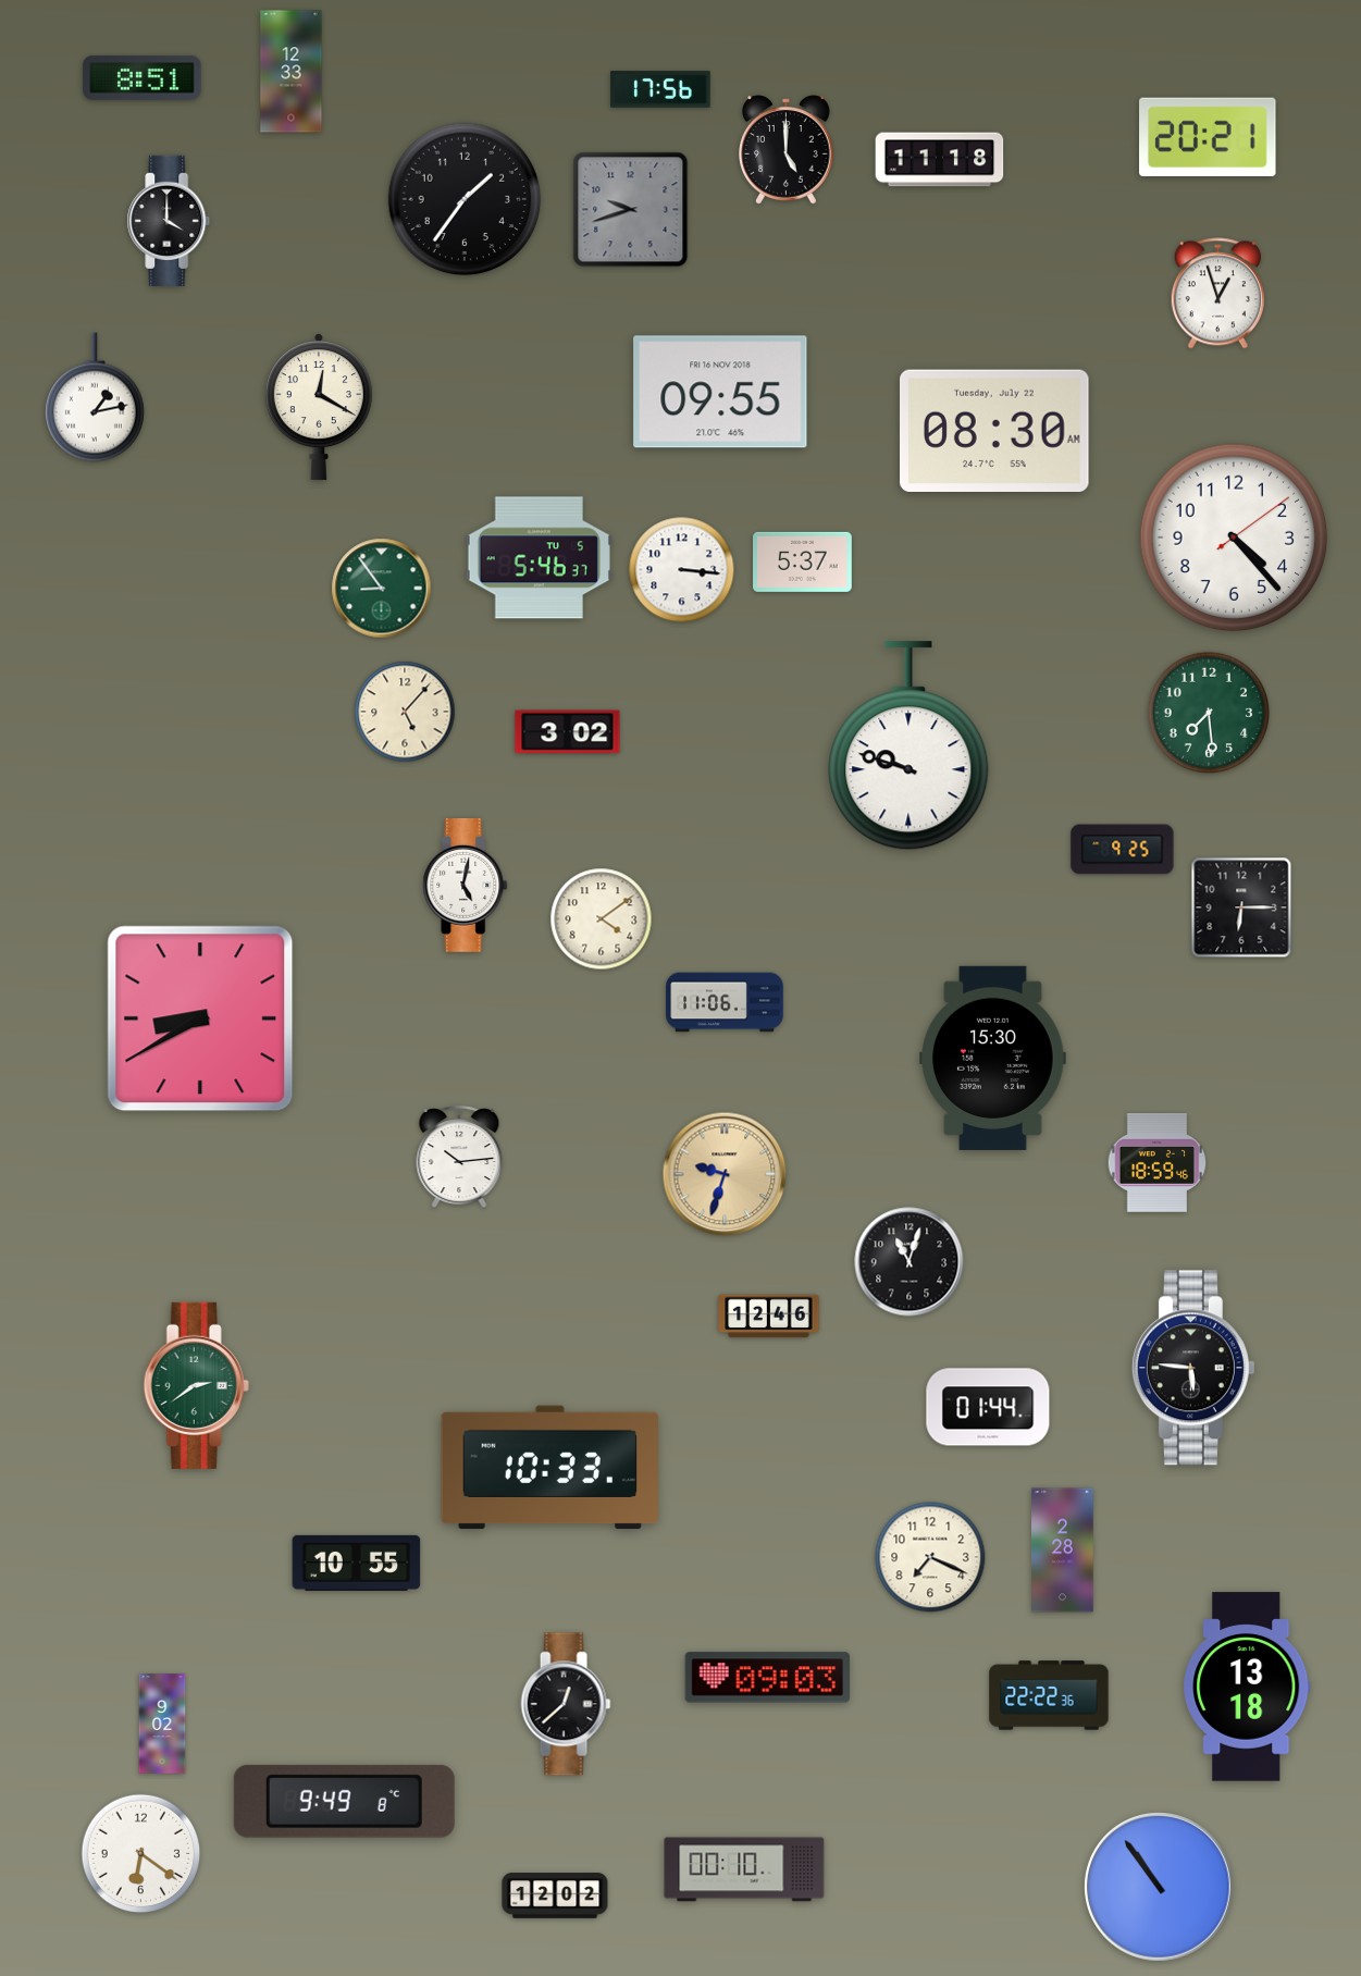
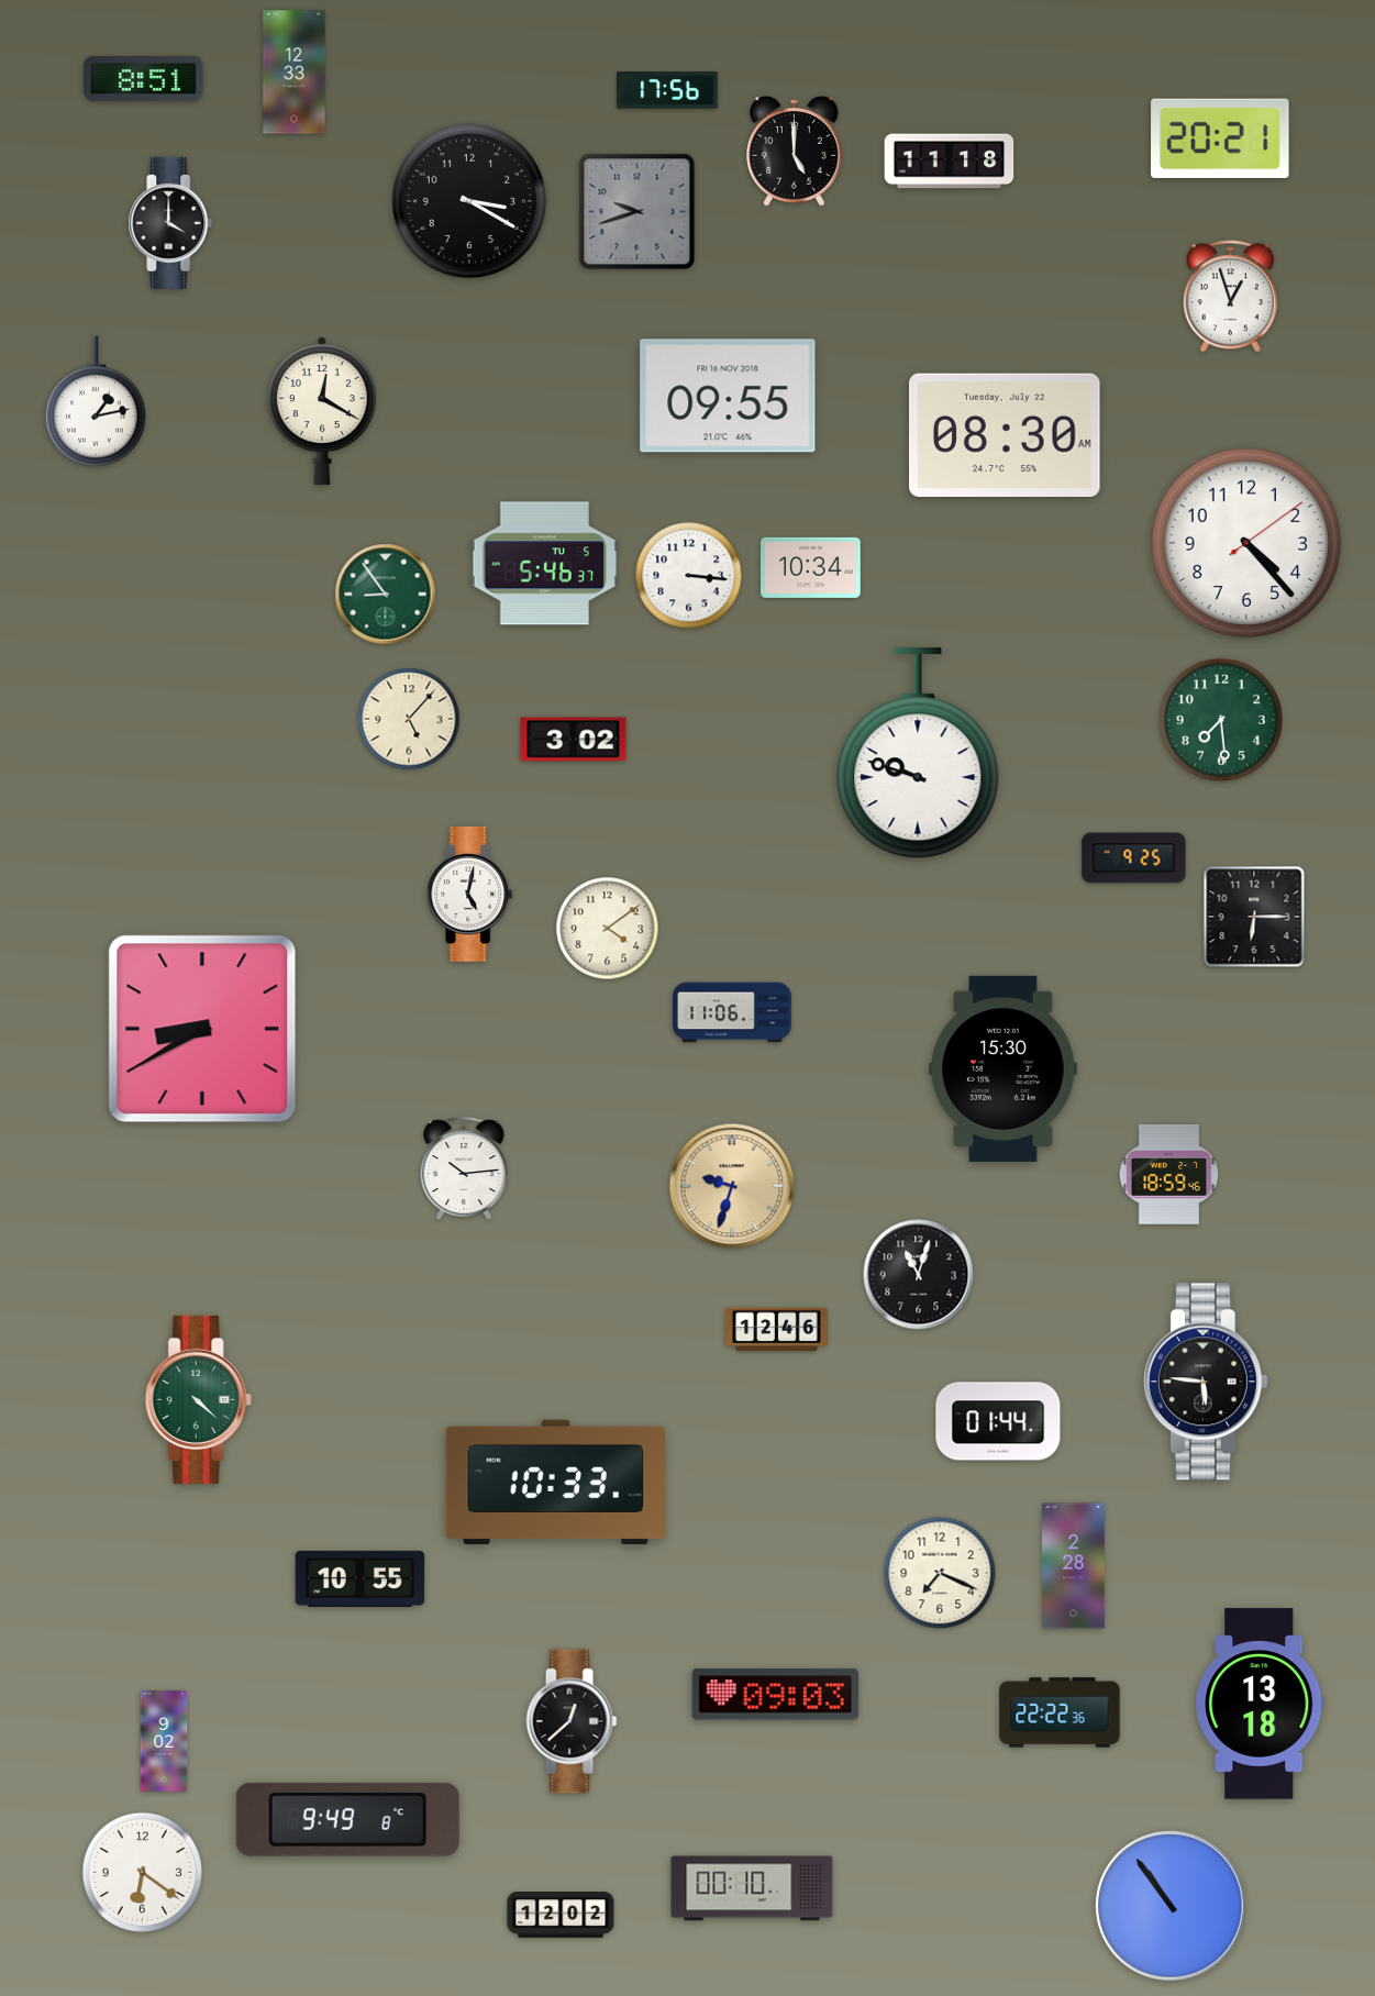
clock at (465, 199): 1:36 -> 3:20
clock at (803, 561): 5:37 -> 10:34
clock at (196, 1385): 2:39 -> 4:22
